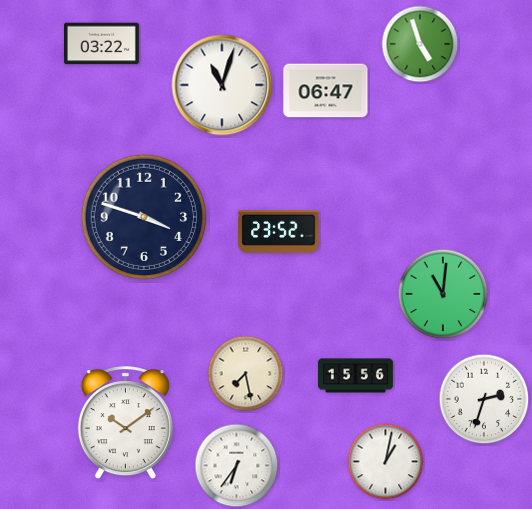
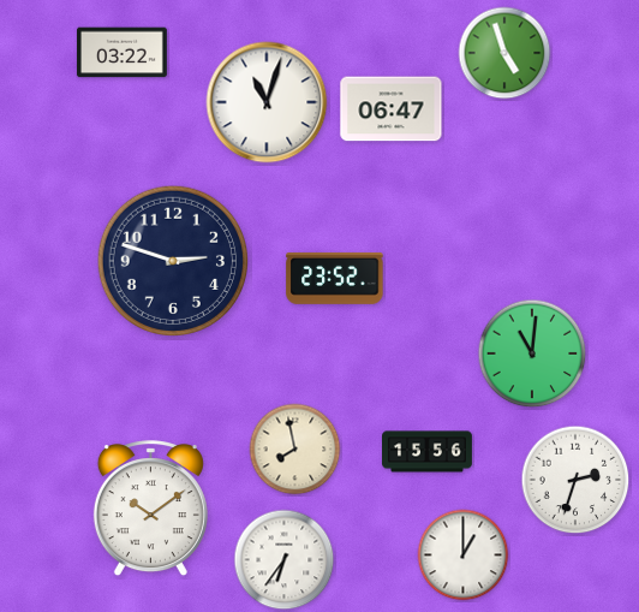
clock at (143, 216): 3:48 -> 2:48
clock at (246, 374): 7:28 -> 7:58
clock at (484, 399) position: (484, 399) -> (575, 480)
clock at (386, 462): 1:02 -> 1:00
